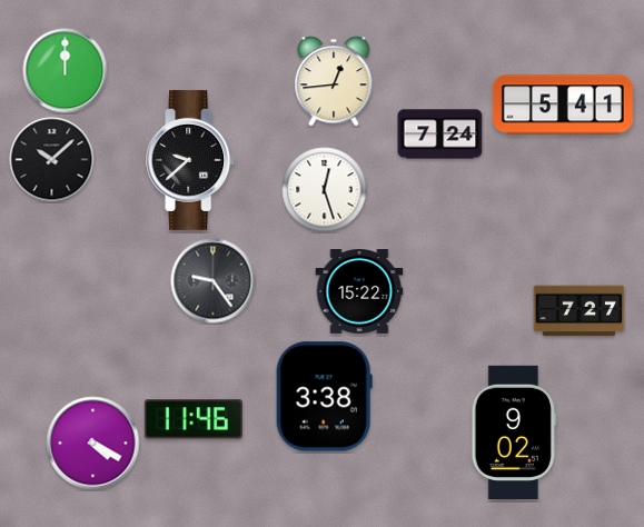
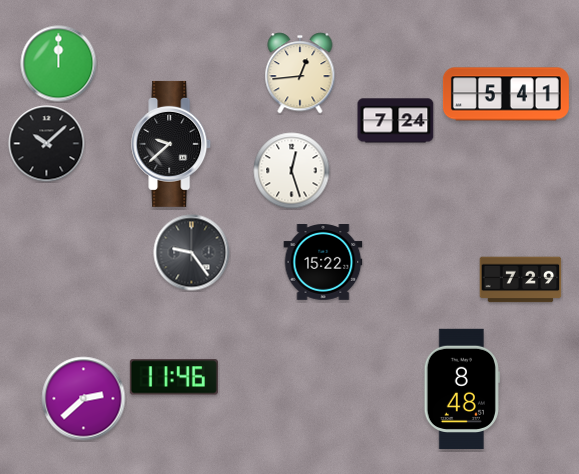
clock at (579, 311): 7:27 -> 7:29
clock at (324, 397): 3:38 -> none
clock at (514, 431): 9:02 -> 8:48
clock at (93, 444): 4:20 -> 2:38
